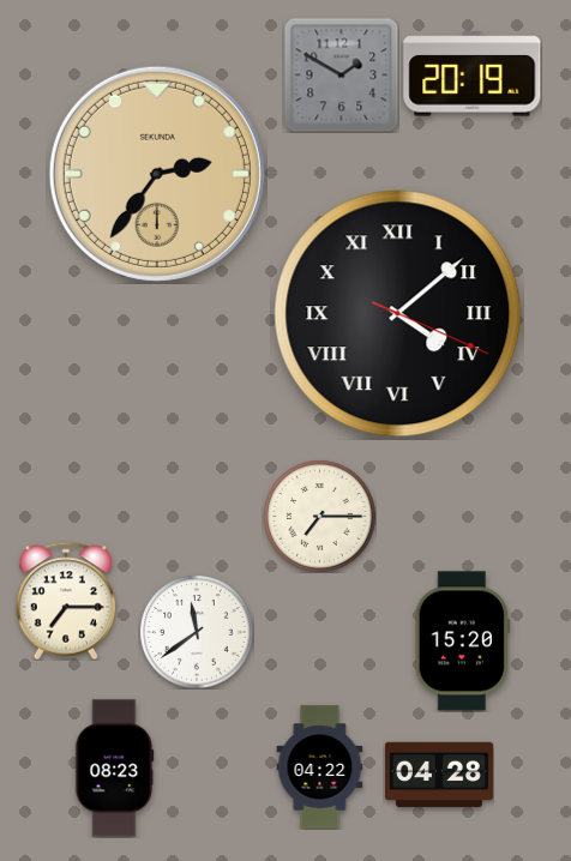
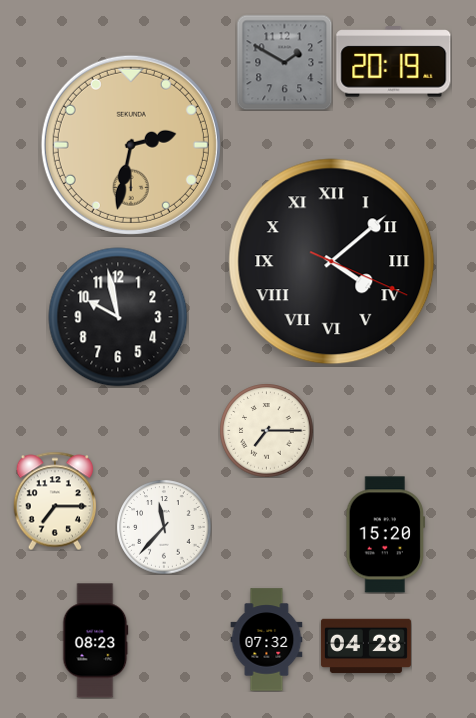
clock at (157, 174): 2:36 -> 2:32
clock at (118, 317): none -> 9:58
clock at (197, 632): 11:39 -> 11:37
clock at (320, 767): 04:22 -> 07:32
